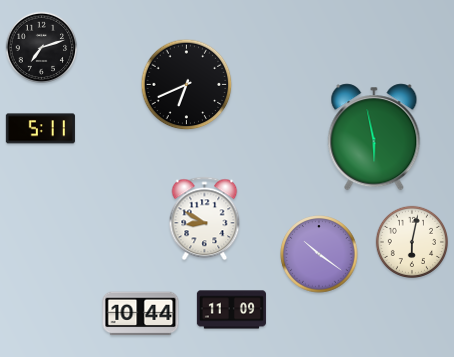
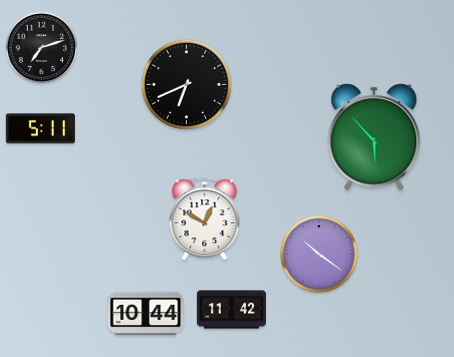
clock at (374, 137): 5:58 -> 5:53
clock at (205, 219): 8:50 -> 12:50
clock at (411, 241): 6:02 -> none
clock at (231, 310): 11:09 -> 11:42
clock at (141, 314) position: (141, 314) -> (146, 314)
